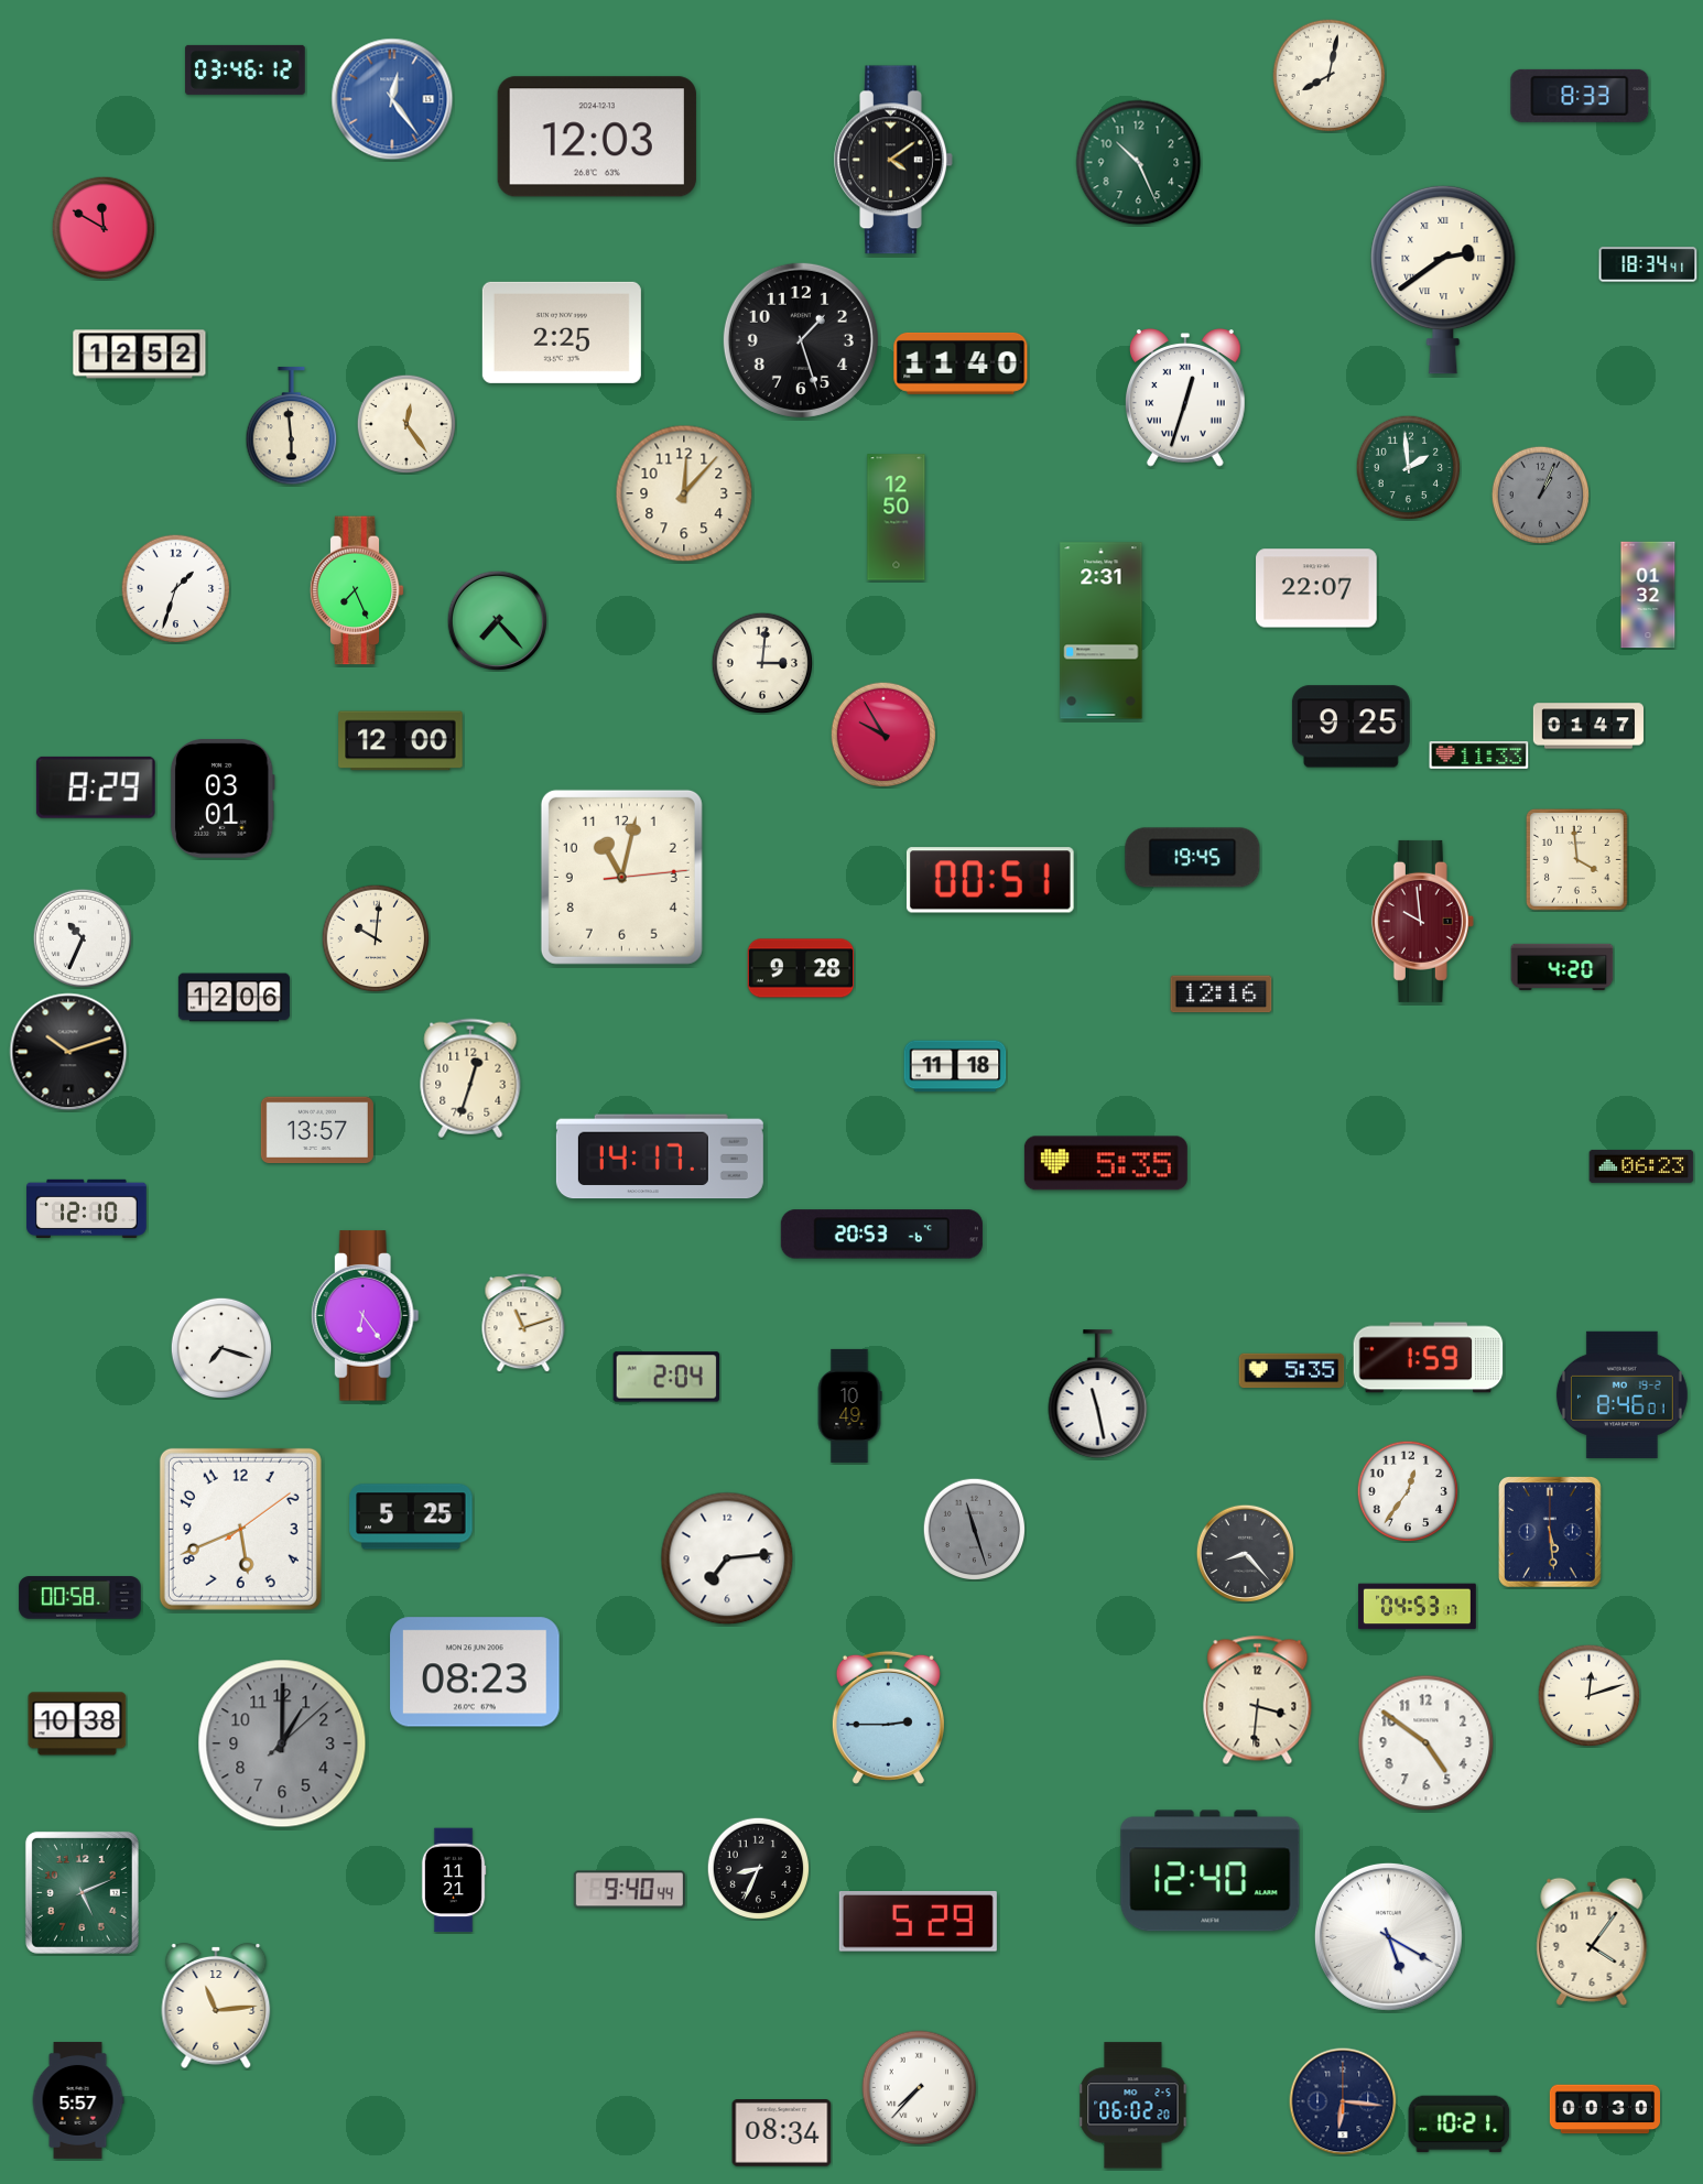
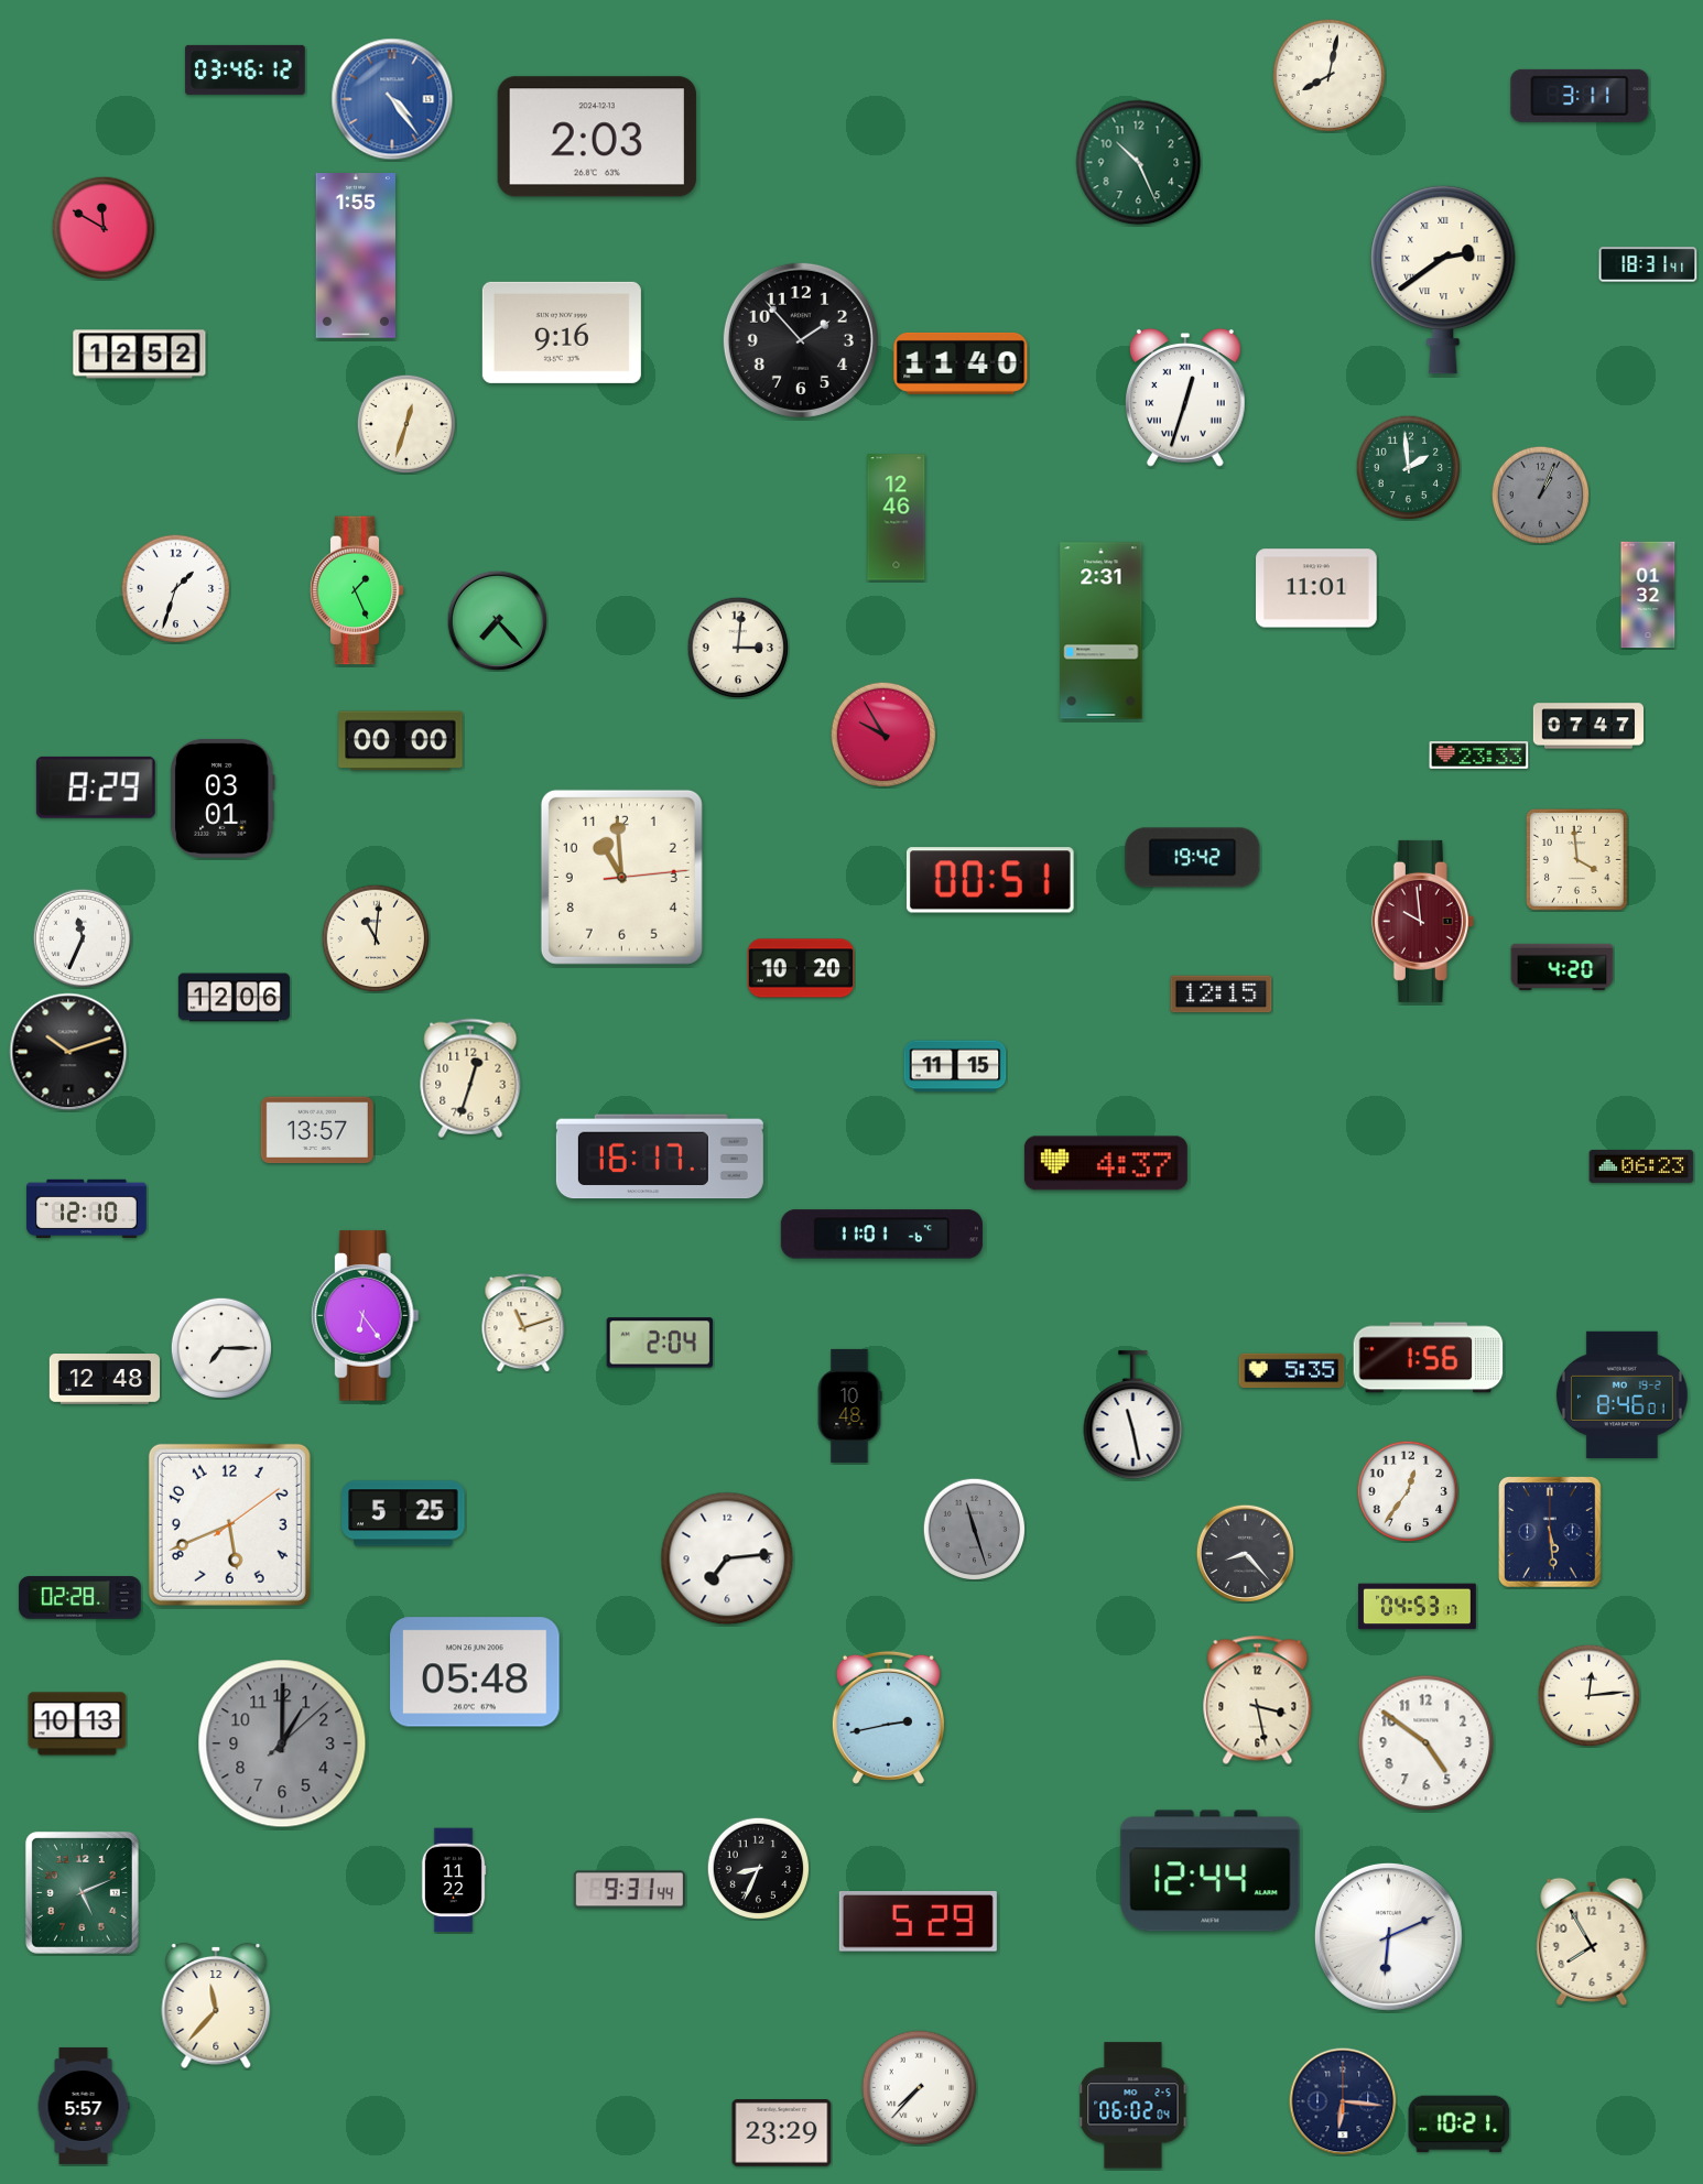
clock at (1580, 96): 8:33 -> 3:11
clock at (392, 99): 12:24 -> 4:24
clock at (597, 137): 12:03 -> 2:03
clock at (893, 160): 4:09 -> none
clock at (355, 257): none -> 1:55
clock at (1648, 264): 18:34 -> 18:31
clock at (562, 333): 2:25 -> 9:16
clock at (801, 340): 1:27 -> 1:53
clock at (406, 424): 12:24 -> 12:33
clock at (292, 426): 5:59 -> none
clock at (684, 493): 12:07 -> none
clock at (897, 518): 12:50 -> 12:46
clock at (1316, 588): 22:07 -> 11:01
clock at (357, 590): 7:26 -> 1:26
clock at (762, 663) position: (762, 663) -> (738, 648)
clock at (1587, 726): 01:47 -> 07:47
clock at (1351, 727): 9:25 -> none
clock at (401, 741): 12:00 -> 00:00
clock at (1479, 756): 11:33 -> 23:33
clock at (1193, 858): 19:45 -> 19:42
clock at (621, 877): 11:02 -> 10:59
clock at (82, 937): 10:34 -> 11:34
clock at (376, 938): 10:01 -> 11:01
clock at (801, 968): 9:28 -> 10:20
clock at (1222, 995): 12:16 -> 12:15
clock at (955, 1066): 11:18 -> 11:15
clock at (660, 1156): 14:17 -> 16:17
clock at (1106, 1163): 5:35 -> 4:37
clock at (881, 1235): 20:53 -> 11:01
clock at (221, 1348): 7:18 -> 7:15
clock at (1429, 1358): 1:59 -> 1:56
clock at (666, 1377) position: (666, 1377) -> (660, 1343)
clock at (104, 1379): none -> 12:48
clock at (1098, 1394) position: (1098, 1394) -> (1133, 1415)
clock at (849, 1405): 10:49 -> 10:48
clock at (411, 1517) position: (411, 1517) -> (403, 1513)
clock at (240, 1529) position: (240, 1529) -> (229, 1524)
clock at (80, 1598): 00:58 -> 02:28
clock at (475, 1672): 08:23 -> 05:48
clock at (1588, 1695): 12:12 -> 12:14
clock at (1258, 1699): 3:31 -> 3:28
clock at (888, 1717): 2:45 -> 2:43
clock at (77, 1724): 10:38 -> 10:13
clock at (1211, 1871): 12:40 -> 12:44
clock at (454, 1880): 11:21 -> 11:22
clock at (629, 1890): 9:40 -> 9:31
clock at (1388, 1936): 5:20 -> 6:11
clock at (1592, 1942): 4:06 -> 7:55
clock at (216, 2006): 11:14 -> 11:37
clock at (78, 2100) position: (78, 2100) -> (84, 2106)
clock at (1133, 2106): 06:02:20 -> 06:02:04
clock at (1604, 2109): 00:30 -> none
clock at (782, 2133): 08:34 -> 23:29
